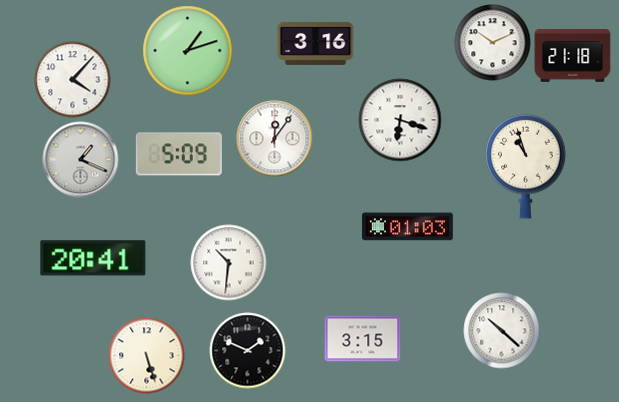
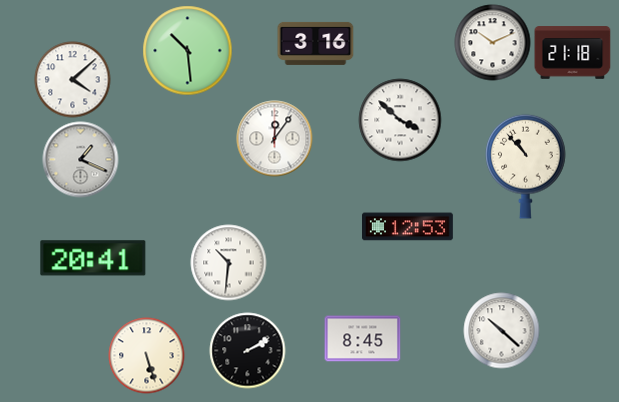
clock at (188, 51): 1:12 -> 10:29
clock at (573, 56) position: (573, 56) -> (573, 53)
clock at (73, 80): 4:07 -> 4:08
clock at (400, 120): 6:18 -> 3:52
clock at (179, 154): 5:09 -> none
clock at (526, 166): 10:57 -> 10:53
clock at (408, 227): 01:03 -> 12:53
clock at (363, 339): 3:15 -> 8:45
clock at (248, 351): 1:49 -> 2:10
